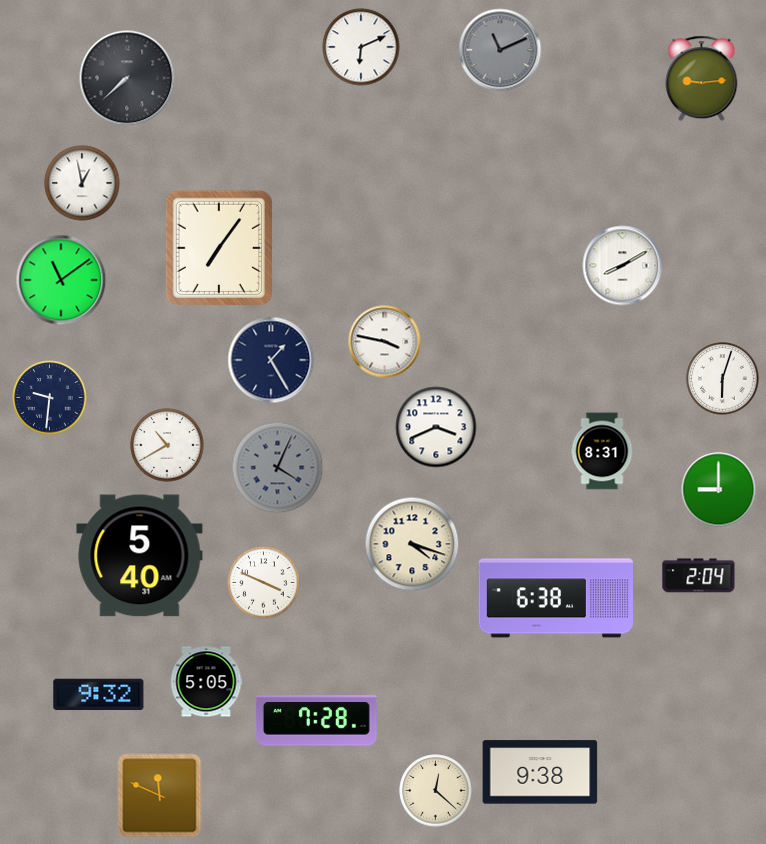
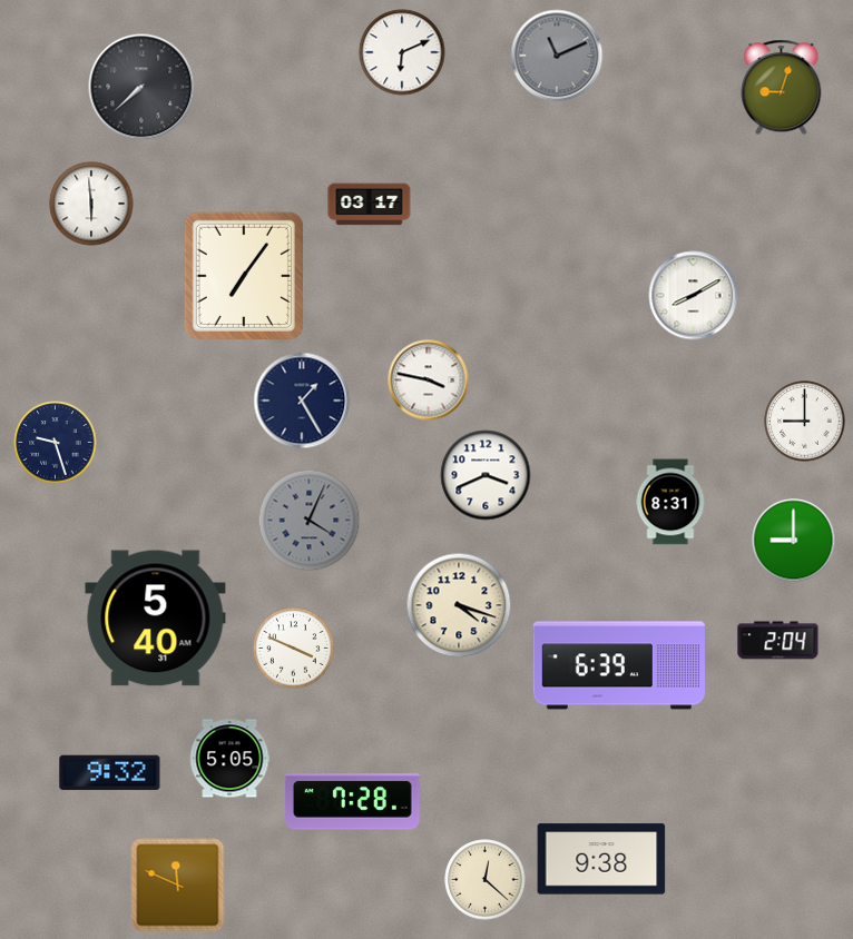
clock at (702, 79): 9:14 -> 9:03
clock at (82, 183): 12:58 -> 5:59
clock at (370, 205): none -> 03:17
clock at (61, 280): 11:09 -> none
clock at (723, 379): 6:03 -> 9:00
clock at (50, 398): 9:31 -> 9:27
clock at (167, 445): 10:40 -> none
clock at (719, 490) position: (719, 490) -> (794, 541)
clock at (556, 598): 6:38 -> 6:39
